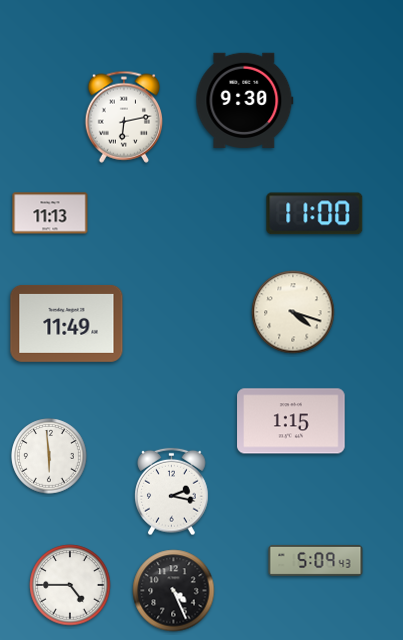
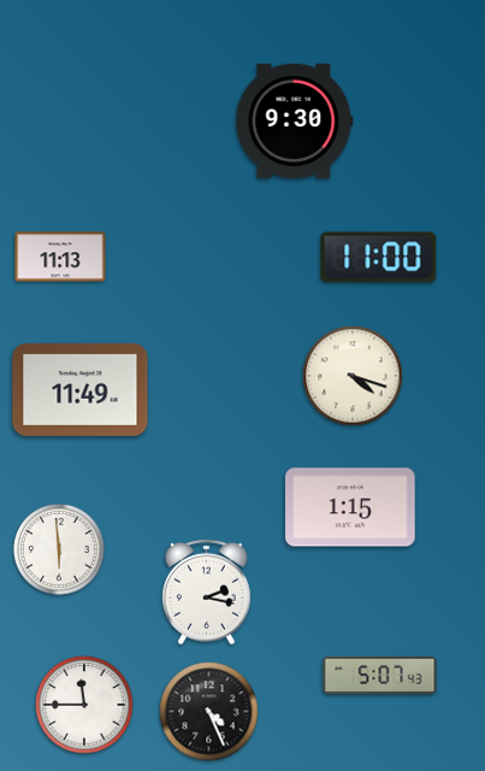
clock at (123, 117): 6:13 -> none
clock at (316, 560): 5:09 -> 5:07
clock at (70, 585): 4:45 -> 11:45
